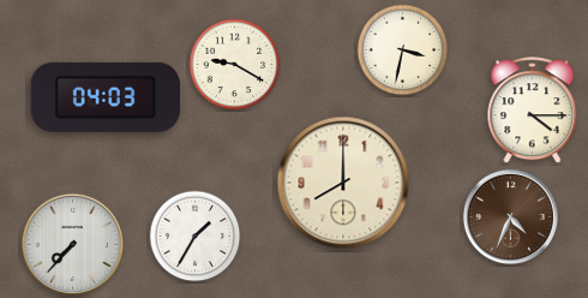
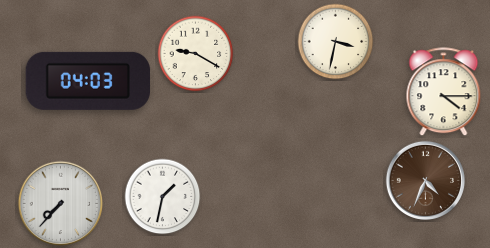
clock at (343, 183): 8:00 -> none
clock at (196, 237): 1:35 -> 1:32
